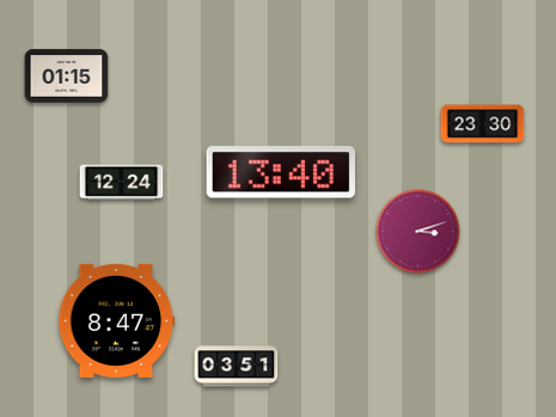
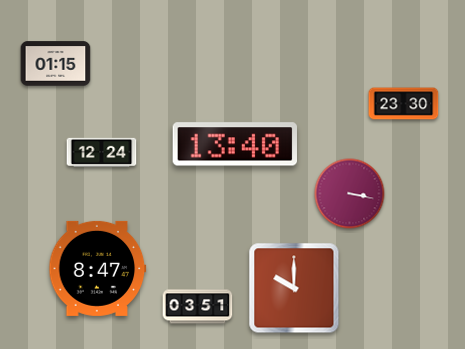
clock at (418, 232): 3:12 -> 3:17
clock at (294, 288): none -> 10:00
